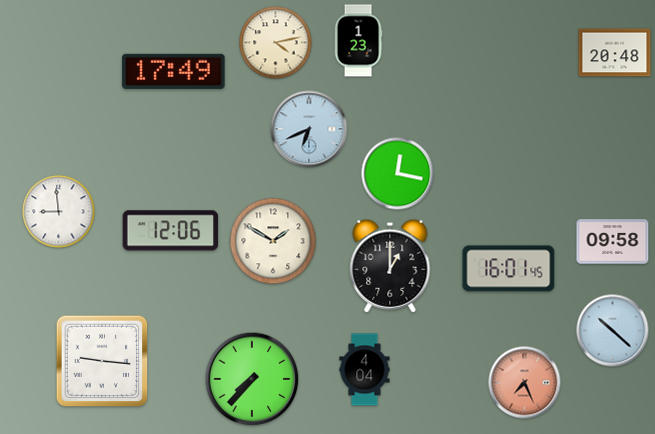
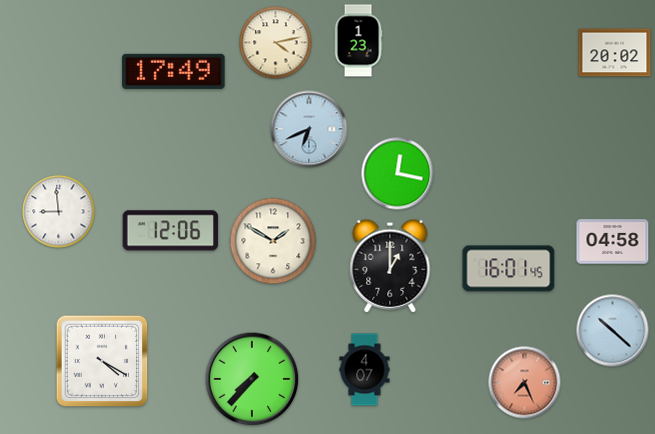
clock at (615, 53): 20:48 -> 20:02
clock at (613, 242): 09:58 -> 04:58
clock at (102, 361): 9:16 -> 4:20
clock at (365, 370): 4:04 -> 4:07
